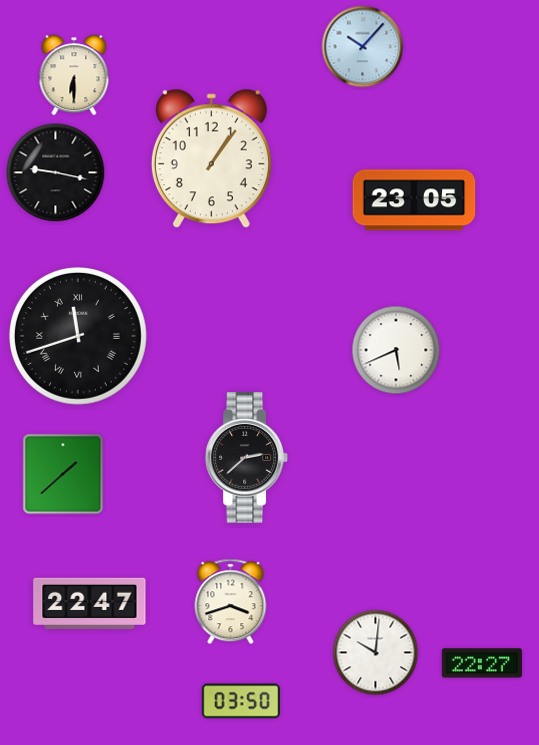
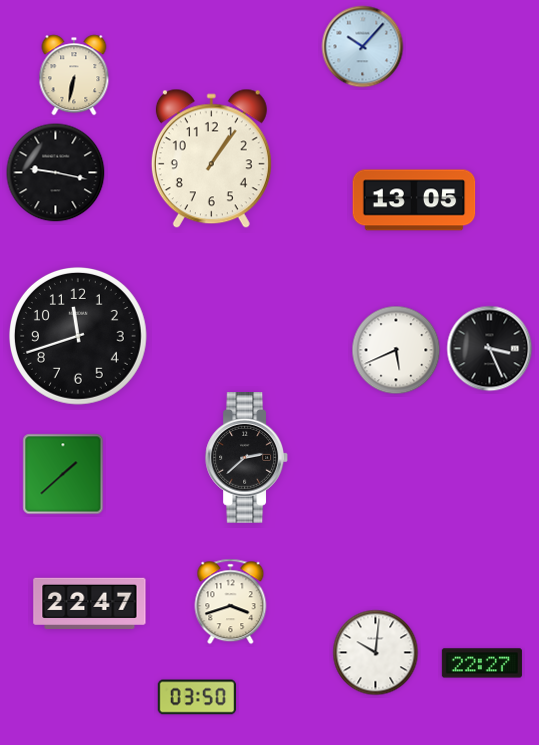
clock at (74, 75): 6:30 -> 6:32
clock at (414, 200): 23:05 -> 13:05
clock at (79, 337) numerals: Roman -> Arabic
clock at (490, 349): none -> 3:26
clock at (241, 701) position: (241, 701) -> (197, 697)
